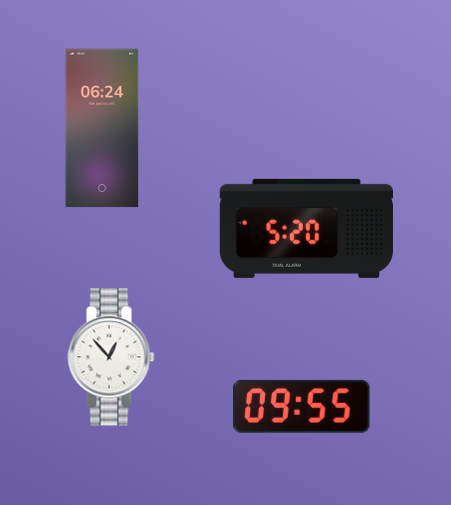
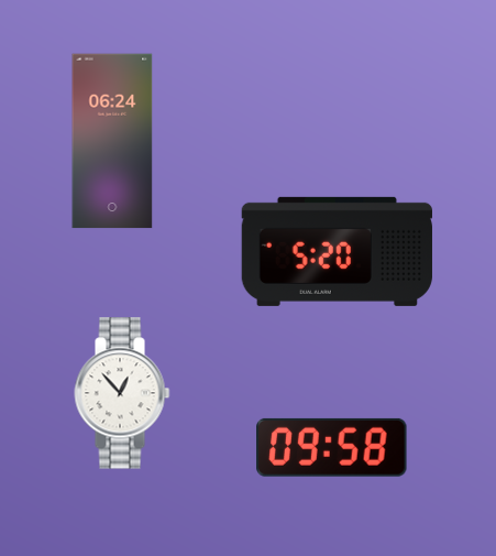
clock at (302, 406): 09:55 -> 09:58
